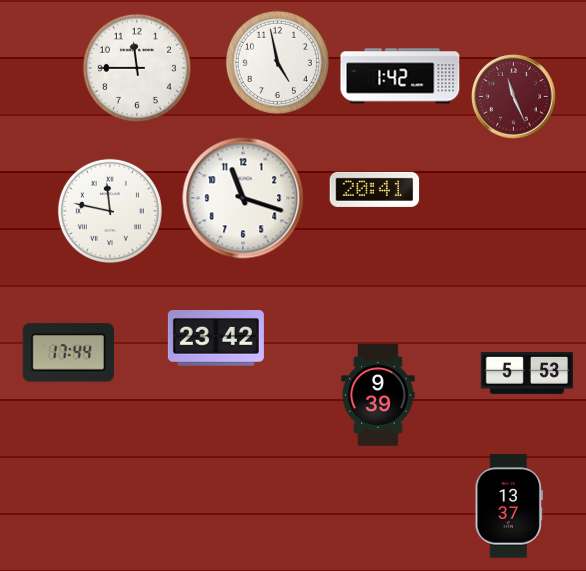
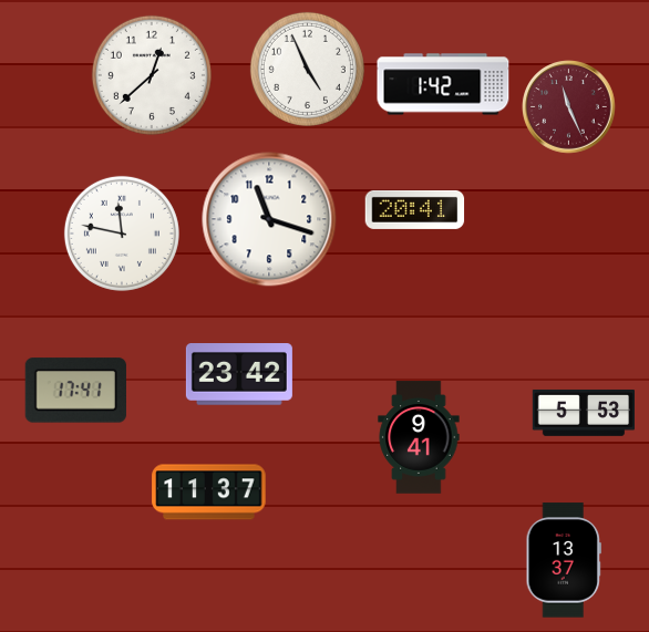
clock at (277, 62): 4:58 -> 4:56
clock at (137, 68): 11:45 -> 12:38
clock at (68, 353): 17:44 -> 17:41
clock at (378, 395): 9:39 -> 9:41
clock at (209, 493): none -> 11:37
